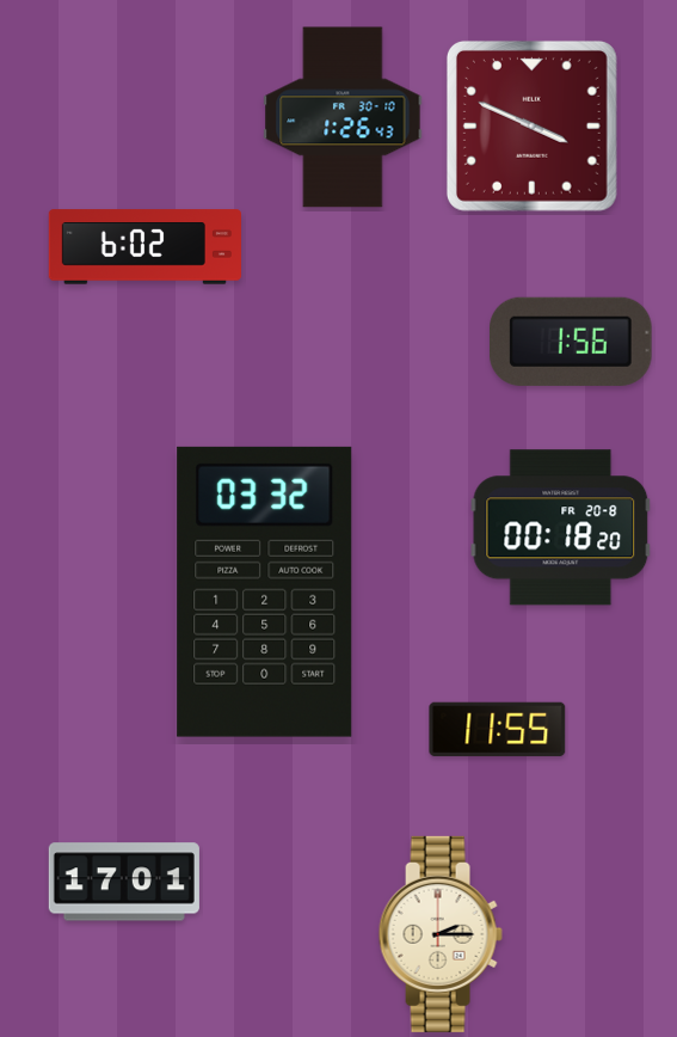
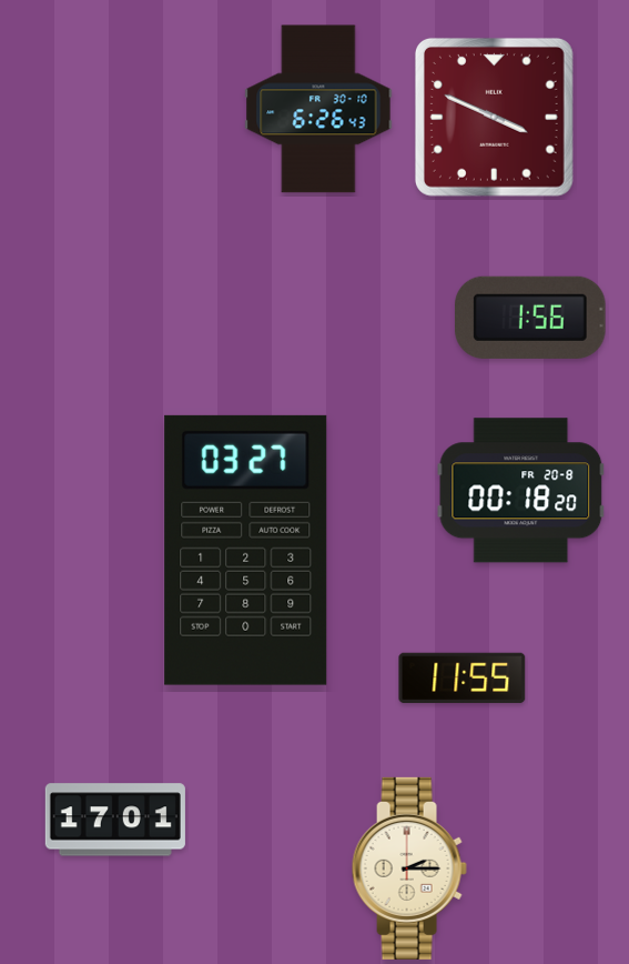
clock at (343, 117): 1:26 -> 6:26
clock at (144, 247): 6:02 -> none
clock at (265, 591): 03:32 -> 03:27
